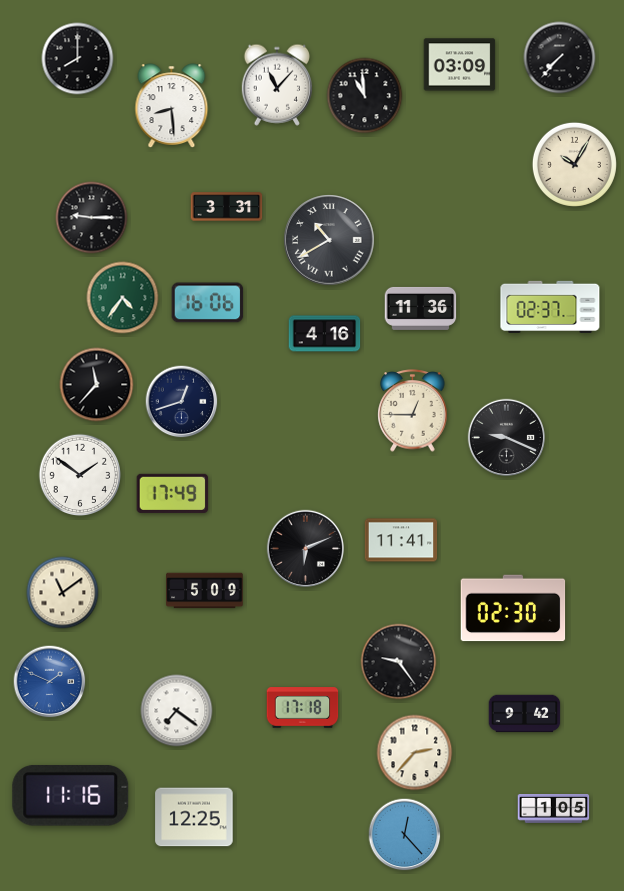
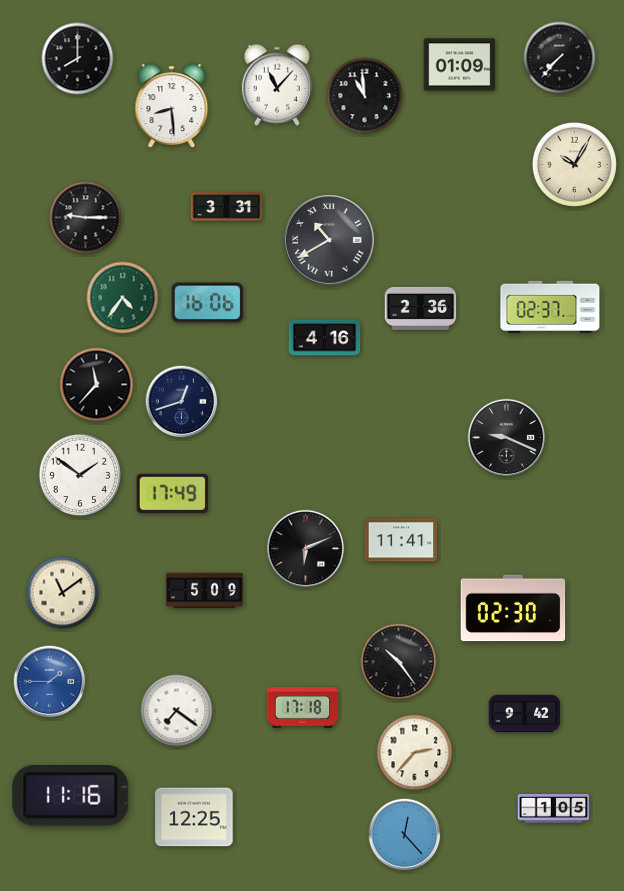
clock at (460, 65): 03:09 -> 01:09
clock at (92, 218) position: (92, 218) -> (86, 218)
clock at (421, 308): 11:36 -> 2:36
clock at (325, 334) position: (325, 334) -> (325, 338)
clock at (413, 411): 12:45 -> none
clock at (399, 662): 9:24 -> 10:24
clock at (50, 682): 1:49 -> 1:45
